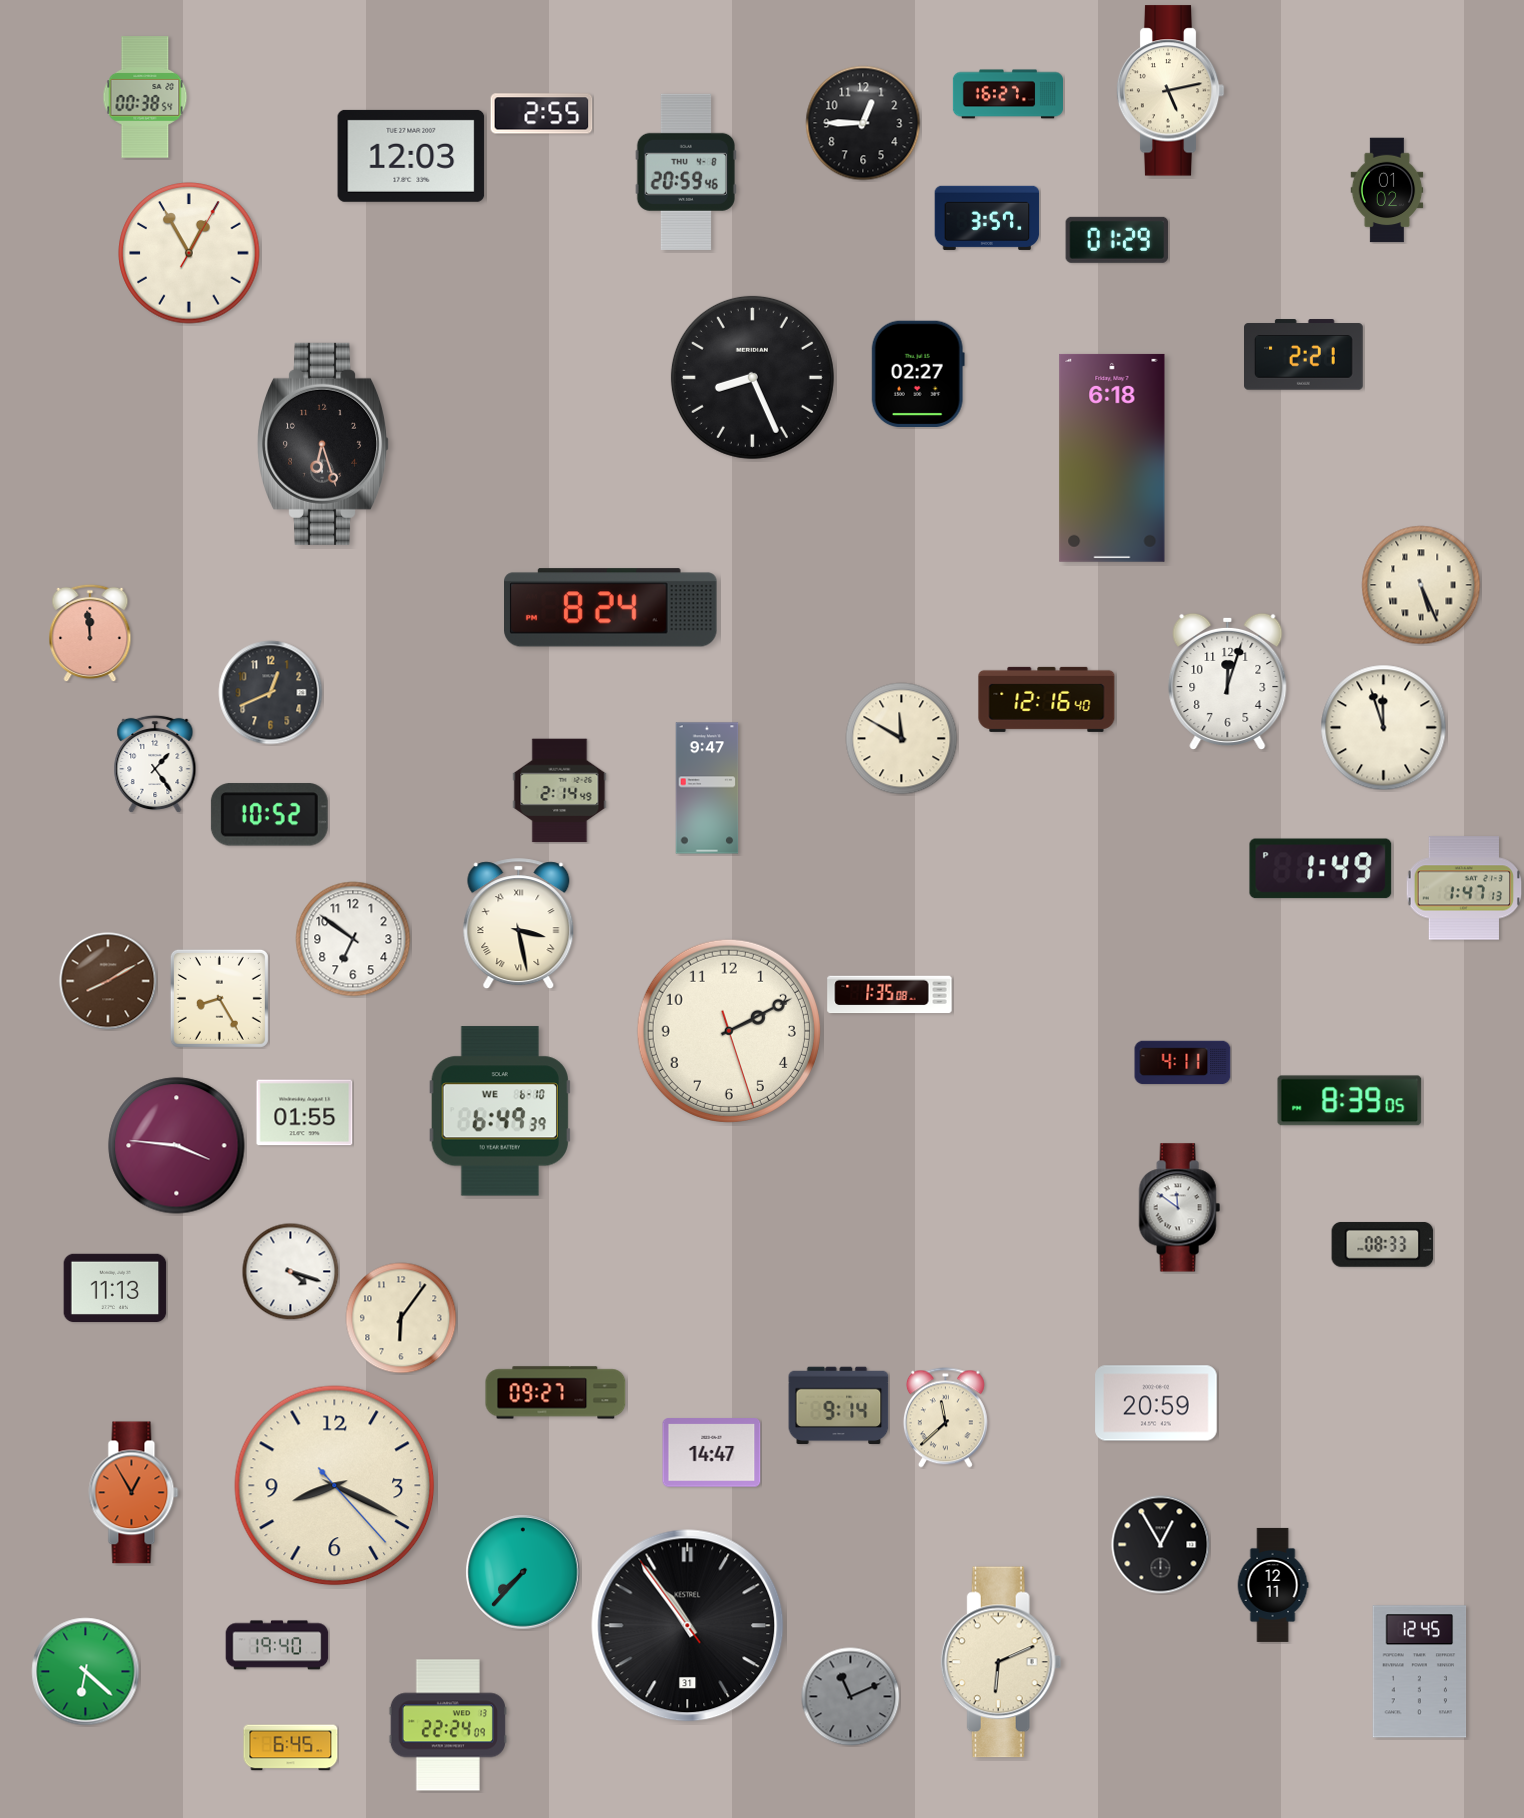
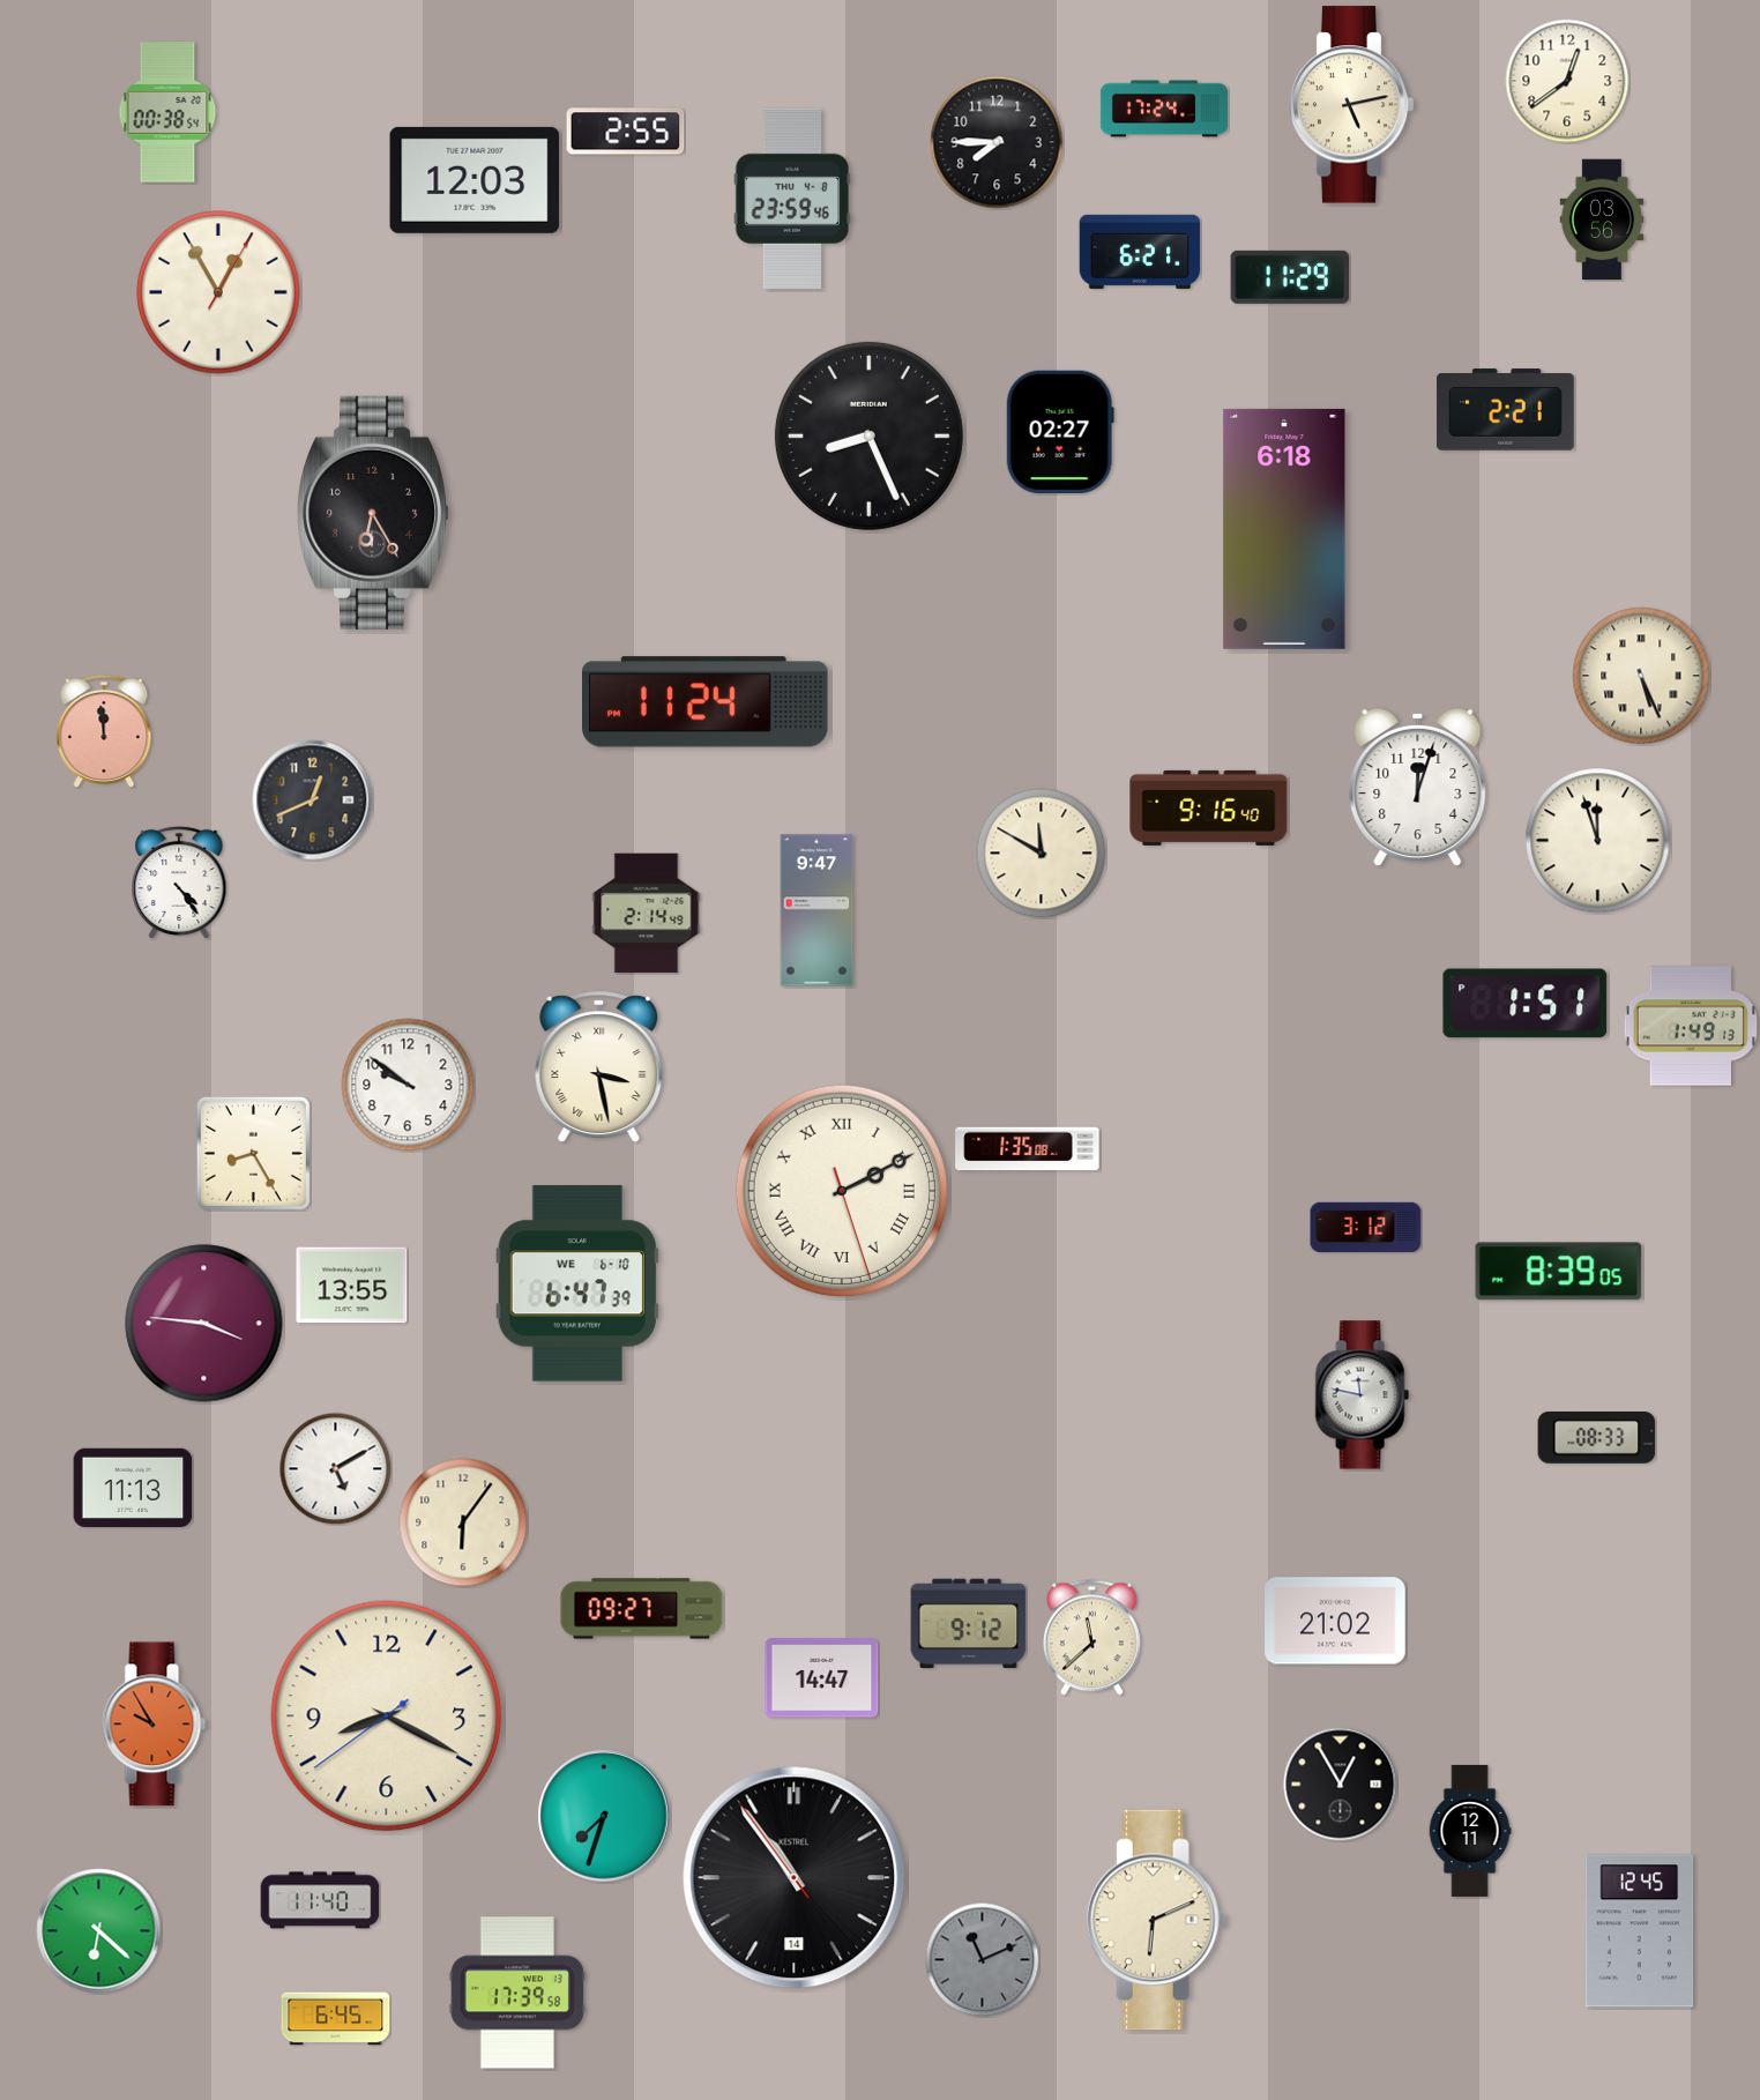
clock at (1567, 81): none -> 12:39
clock at (1007, 94): 16:27 -> 17:24
clock at (863, 123): 12:45 -> 7:45
clock at (686, 172): 20:59 -> 23:59
clock at (1387, 190): 01:02 -> 03:56
clock at (987, 218): 3:57 -> 6:21
clock at (1117, 240): 01:29 -> 11:29
clock at (324, 444): 6:27 -> 6:25
clock at (611, 608): 8:24 -> 11:24
clock at (1047, 699): 12:16 -> 9:16
clock at (155, 764): 1:24 -> 4:24
clock at (269, 815): 10:52 -> none
clock at (1321, 869): 1:49 -> 1:51
clock at (1464, 888): 1:47 -> 1:49
clock at (353, 939): 6:51 -> 9:51
clock at (108, 981): 8:10 -> none
clock at (729, 1031) numerals: Arabic -> Roman
clock at (1183, 1063): 4:11 -> 3:12
clock at (500, 1111): 6:49 -> 6:47
clock at (305, 1113): 01:55 -> 13:55
clock at (1179, 1208): 11:51 -> 11:47
clock at (290, 1271): 4:18 -> 5:10
clock at (1156, 1403): 20:59 -> 21:02
clock at (839, 1406): 9:14 -> 9:12
clock at (335, 1486): 8:19:23 -> 8:19:39
clock at (134, 1493): 12:55 -> 9:55
clock at (523, 1572): 7:37 -> 7:33
clock at (688, 1626) date: 31 -> 14
clock at (277, 1645): 19:40 -> 11:40
clock at (448, 1725): 22:24 -> 17:39
